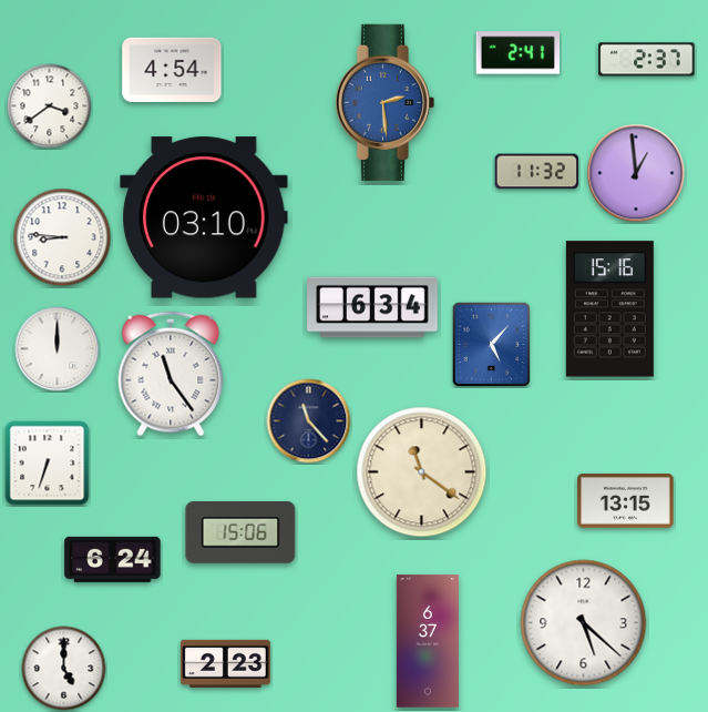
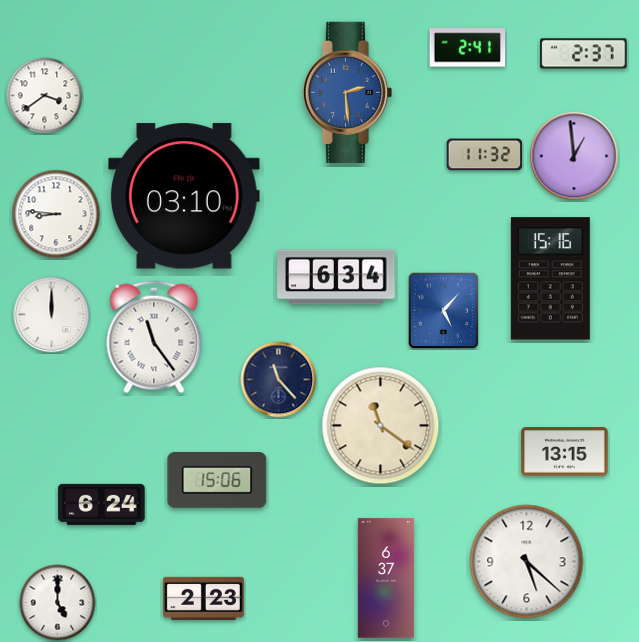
clock at (172, 69): 4:54 -> none
clock at (48, 464): 6:33 -> none
